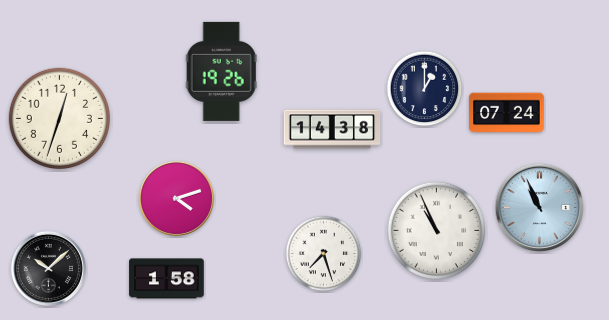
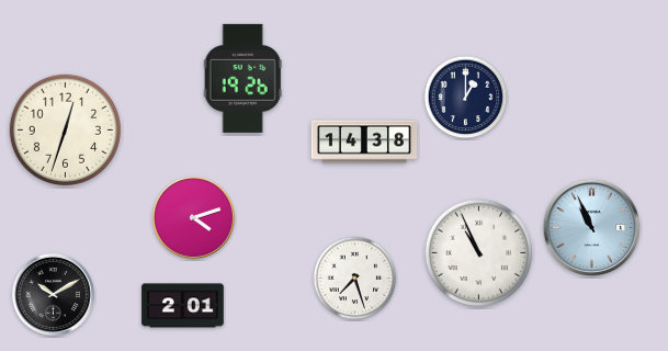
clock at (507, 113): 07:24 -> none
clock at (48, 268): 10:08 -> 10:10
clock at (167, 279): 1:58 -> 2:01
